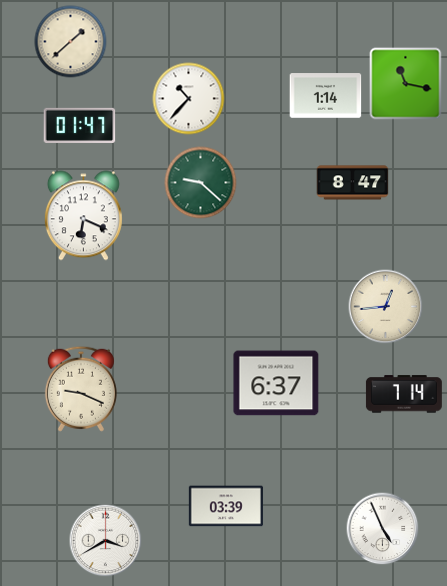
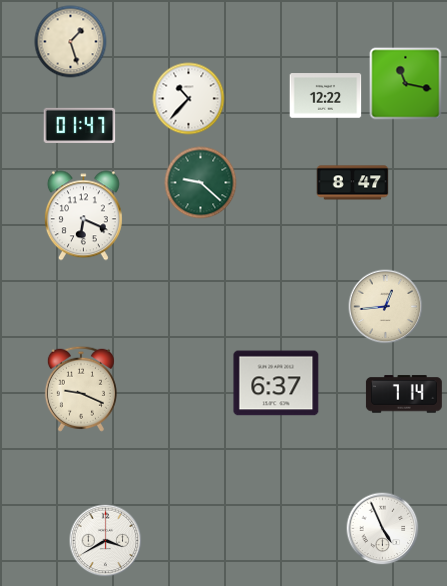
clock at (71, 42): 1:38 -> 1:27
clock at (326, 96): 1:14 -> 12:22
clock at (226, 506): 03:39 -> none
